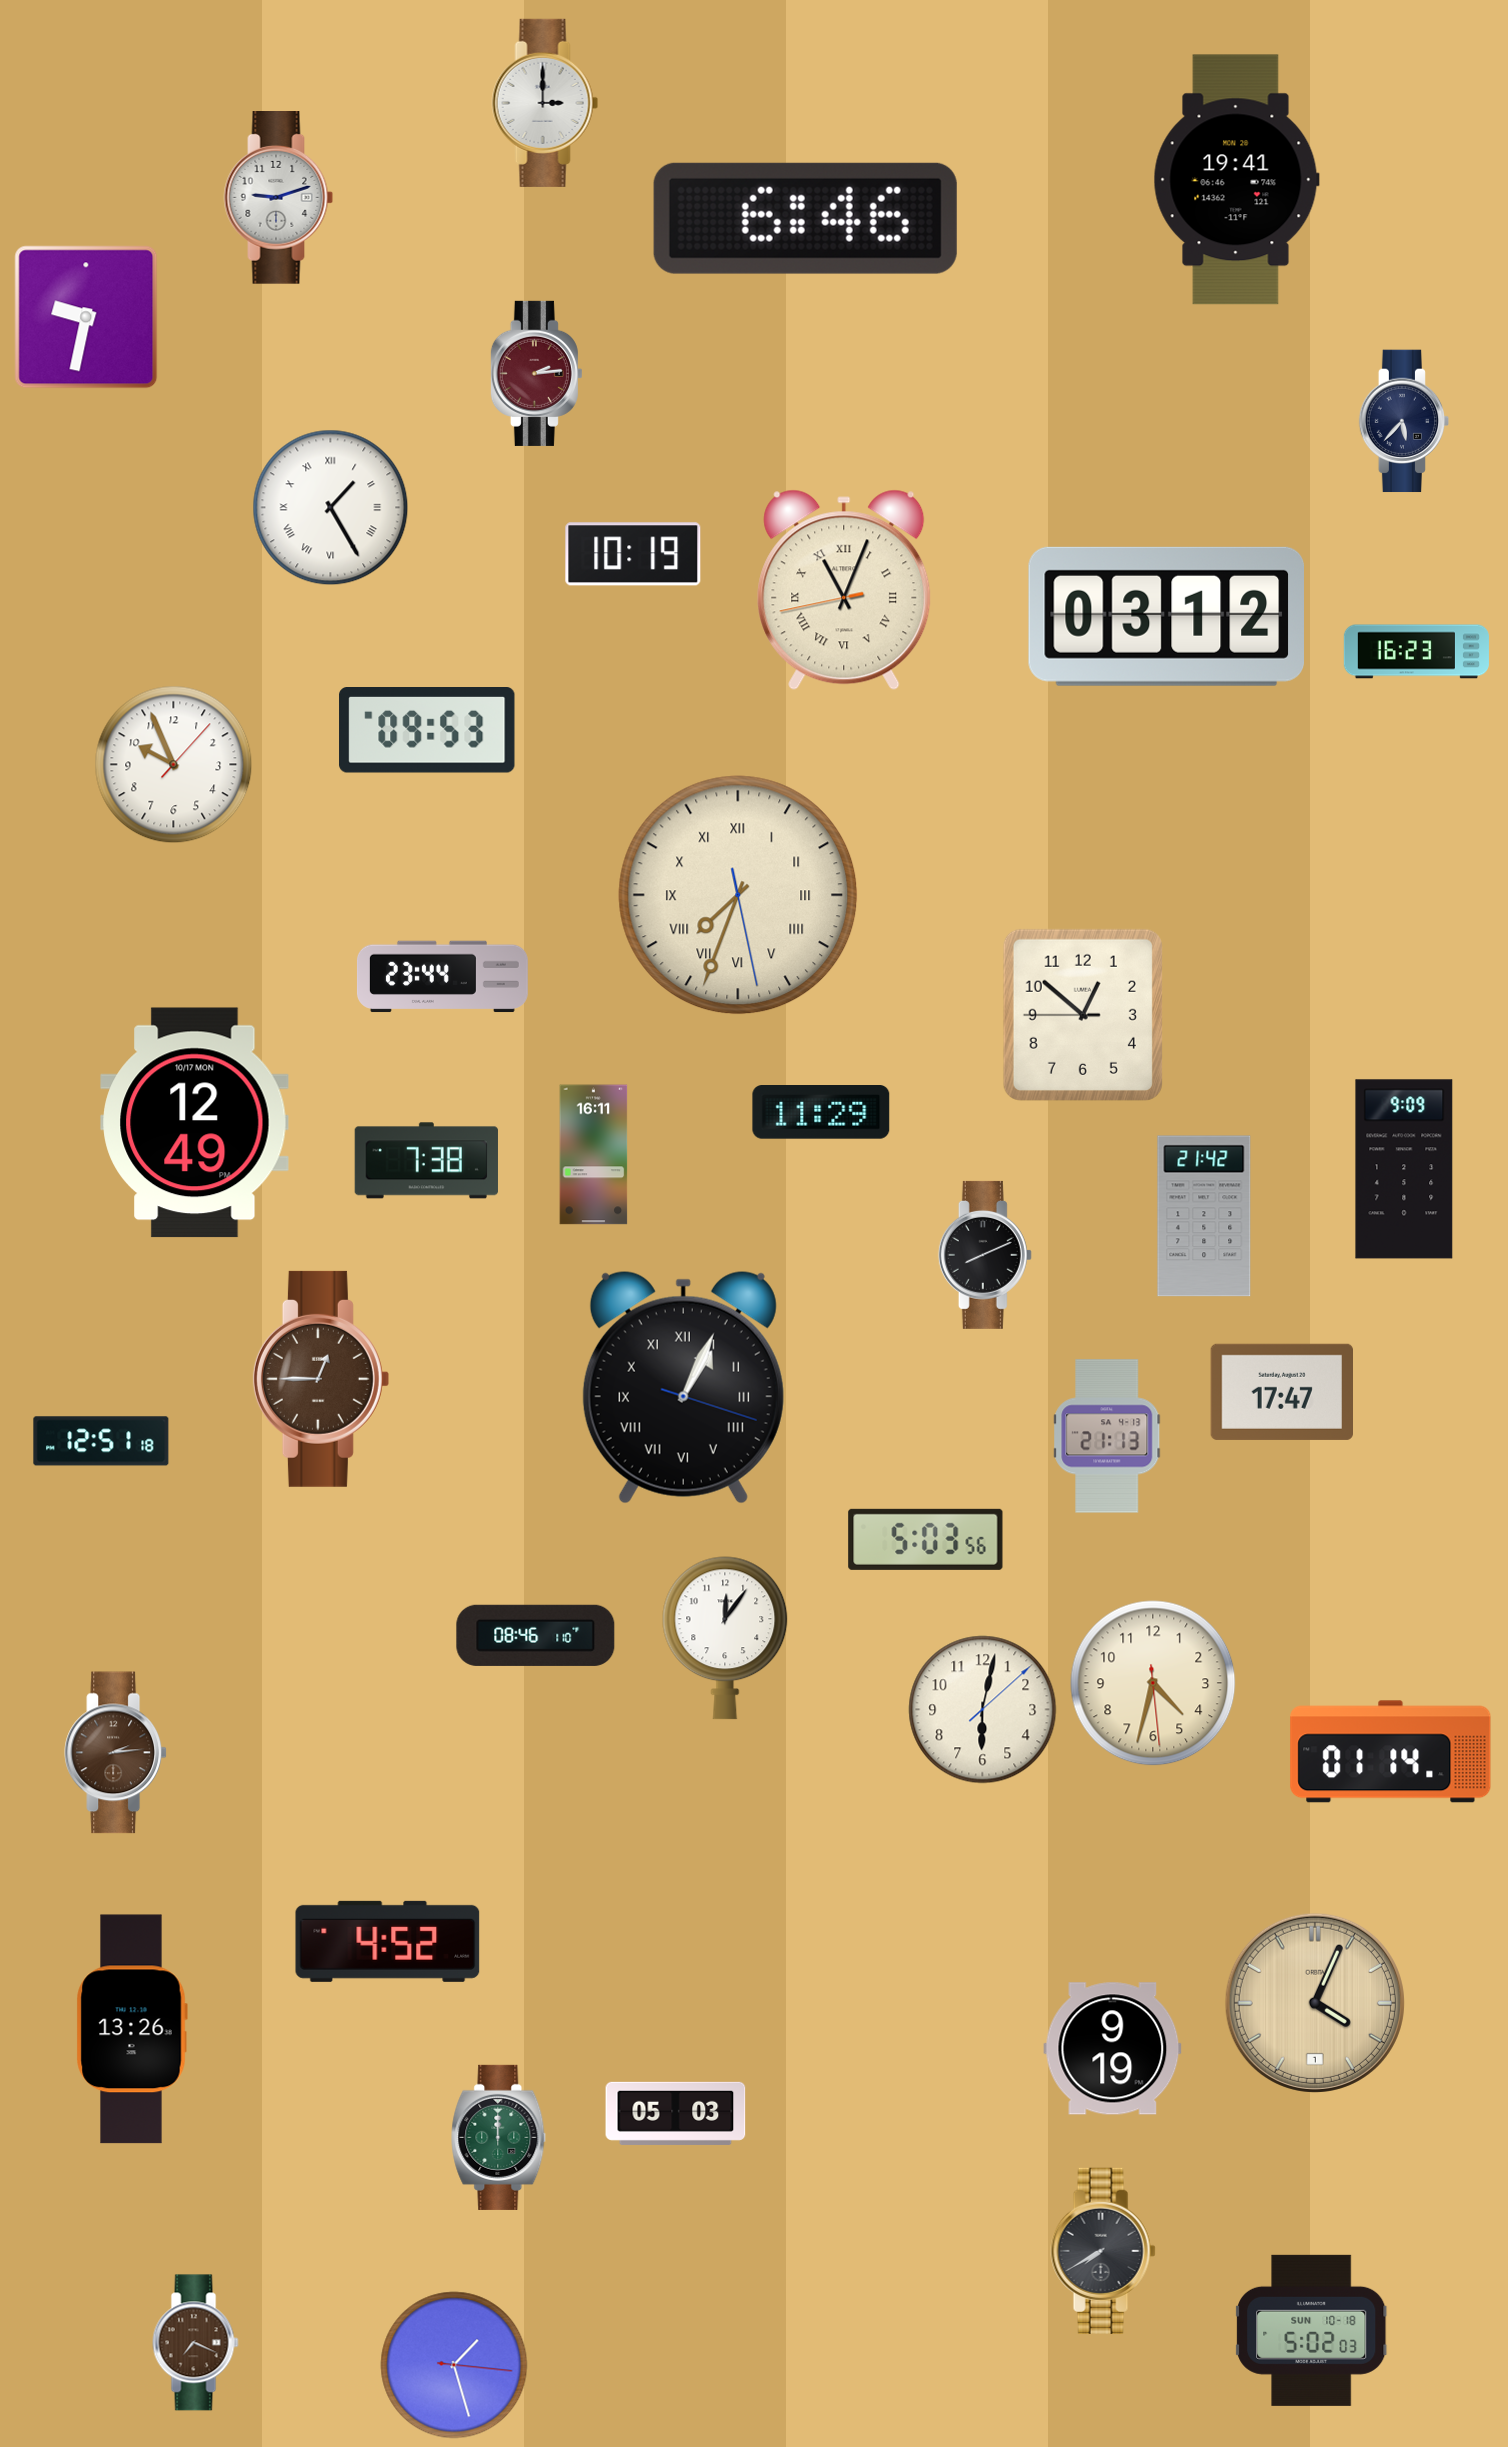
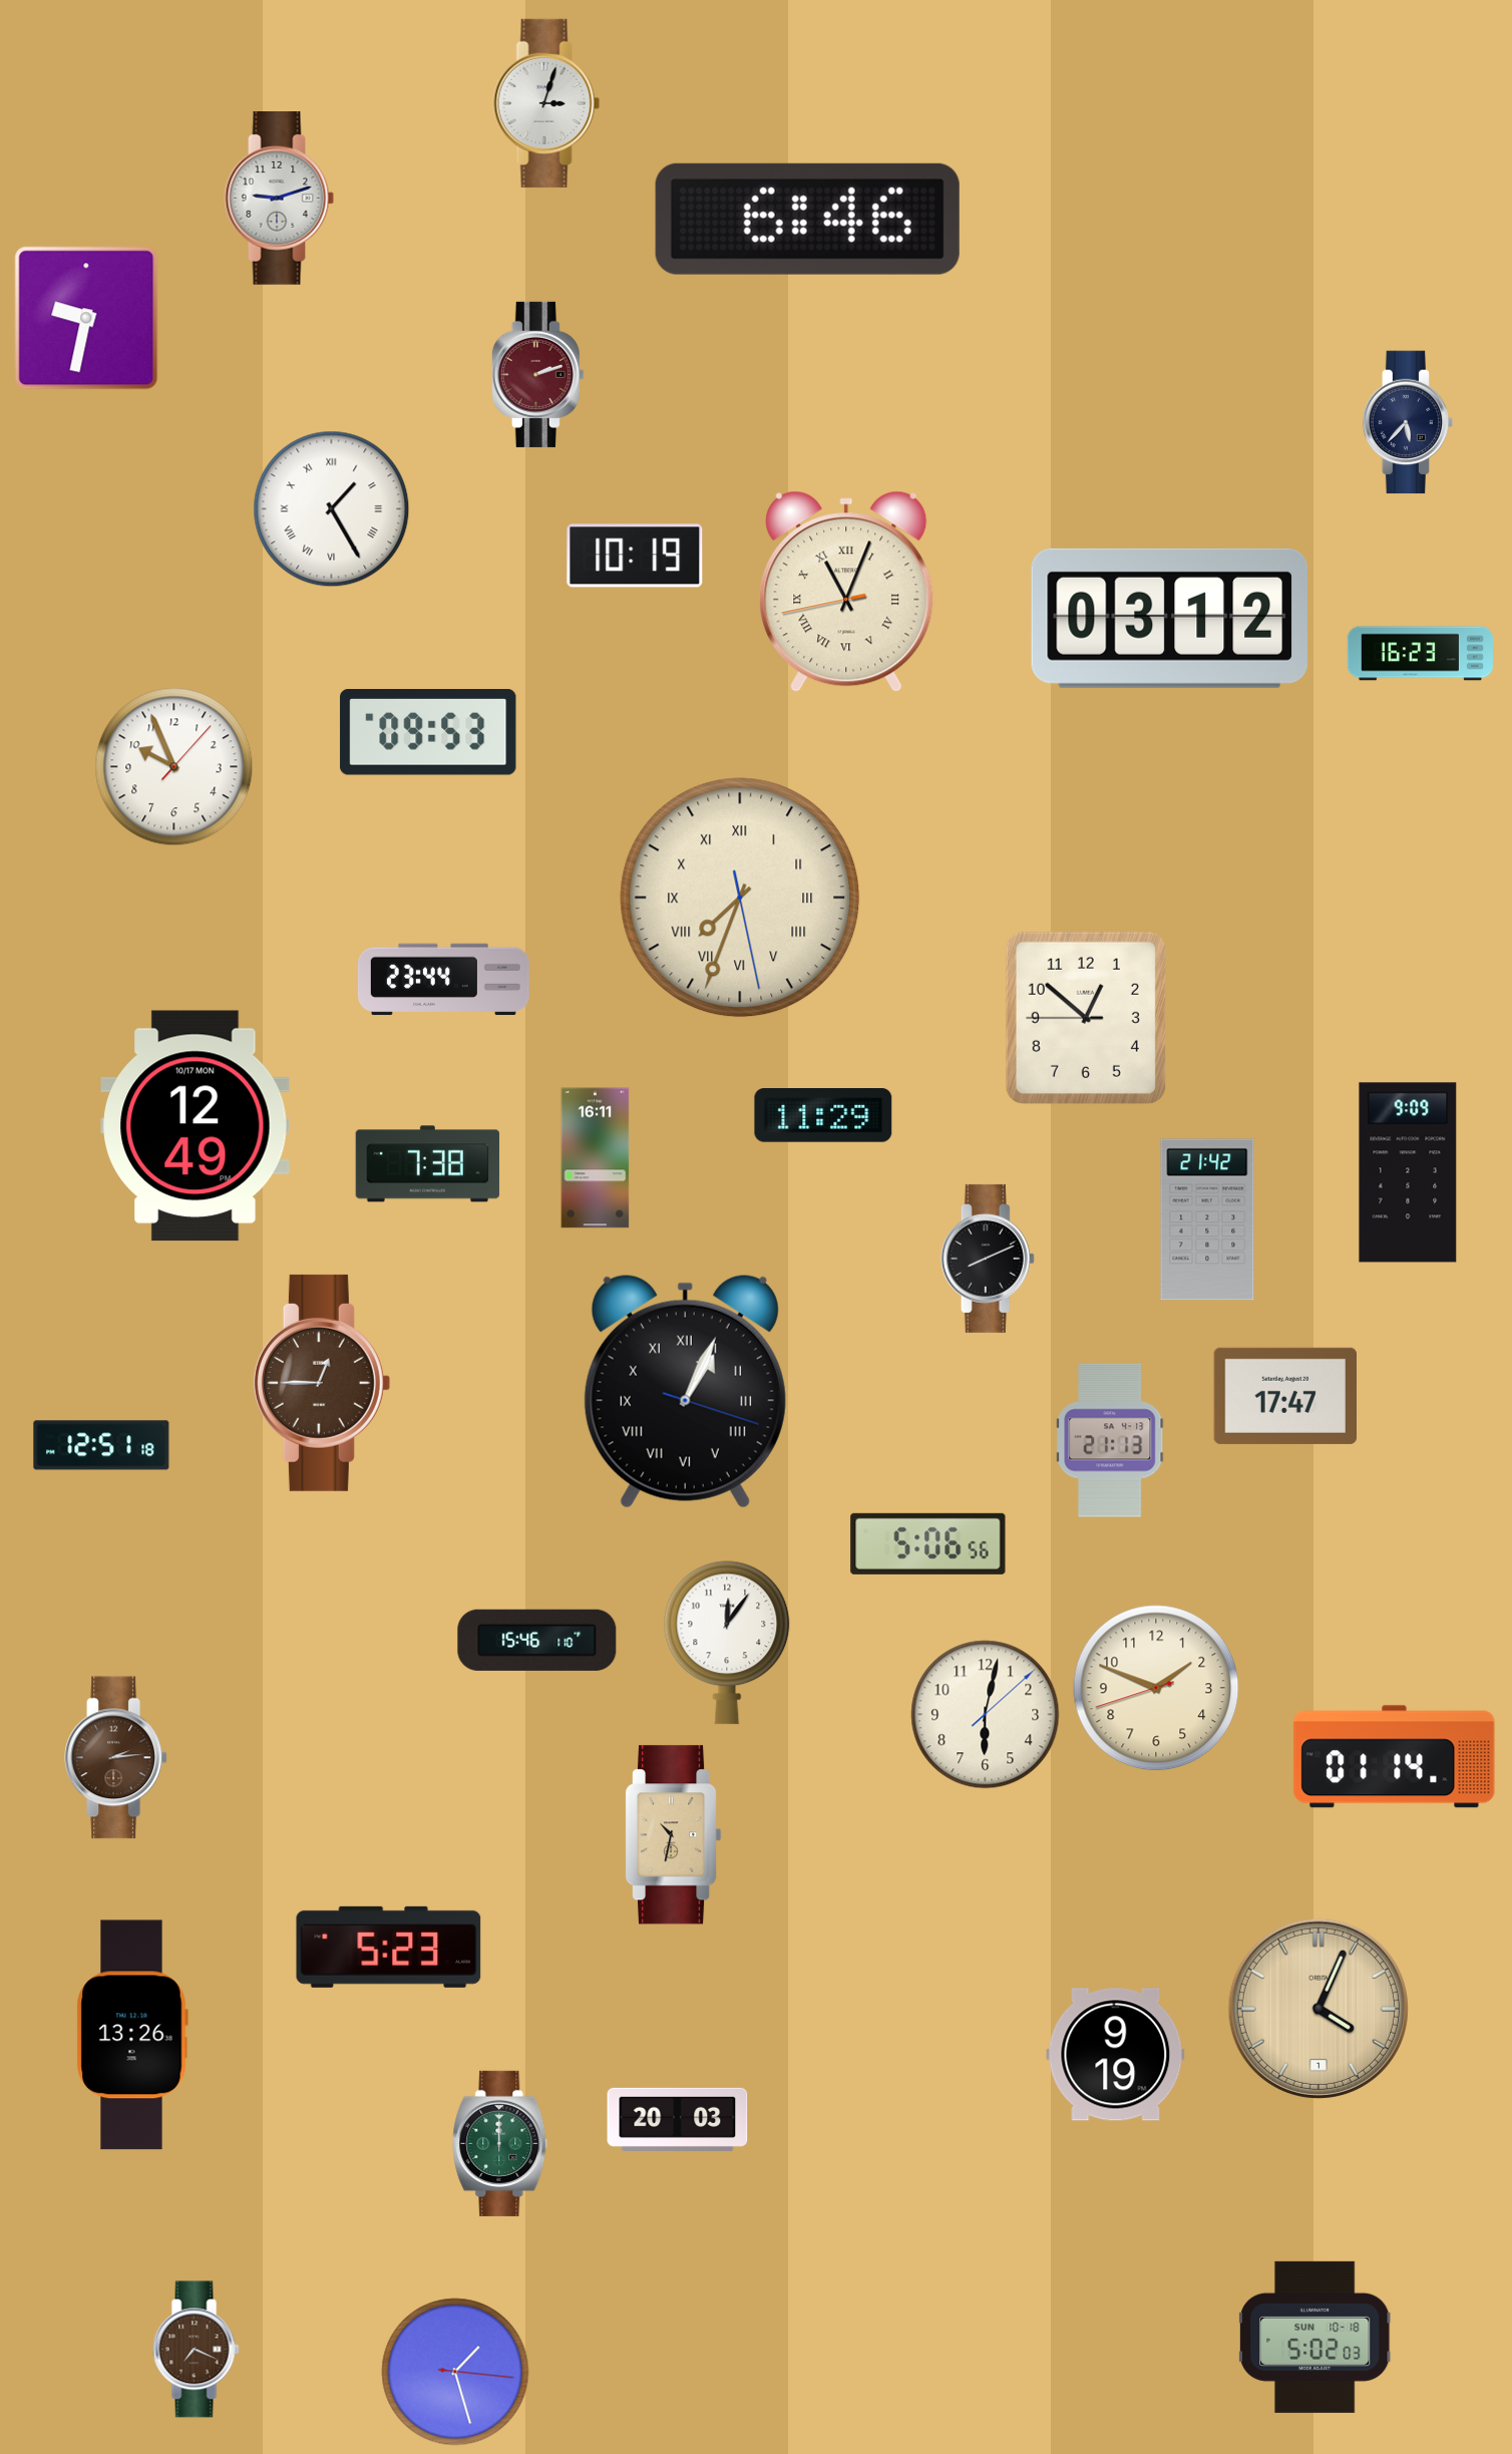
clock at (545, 103): 3:00 -> 3:03
clock at (1236, 180): 19:41 -> none
clock at (536, 373): 2:14 -> 2:12
clock at (926, 1539): 5:03 -> 5:06
clock at (536, 1635): 08:46 -> 15:46
clock at (1153, 1683): 4:32 -> 1:48
clock at (674, 1835): none -> 10:32
clock at (388, 1941): 4:52 -> 5:23
clock at (676, 2113): 05:03 -> 20:03
clock at (1103, 2251): 7:40 -> none
